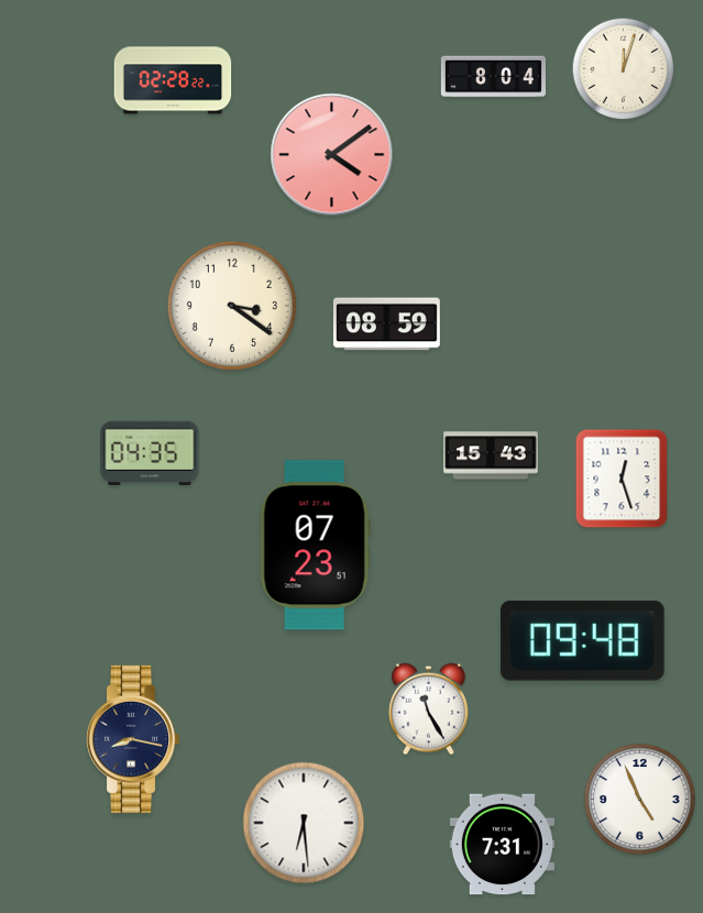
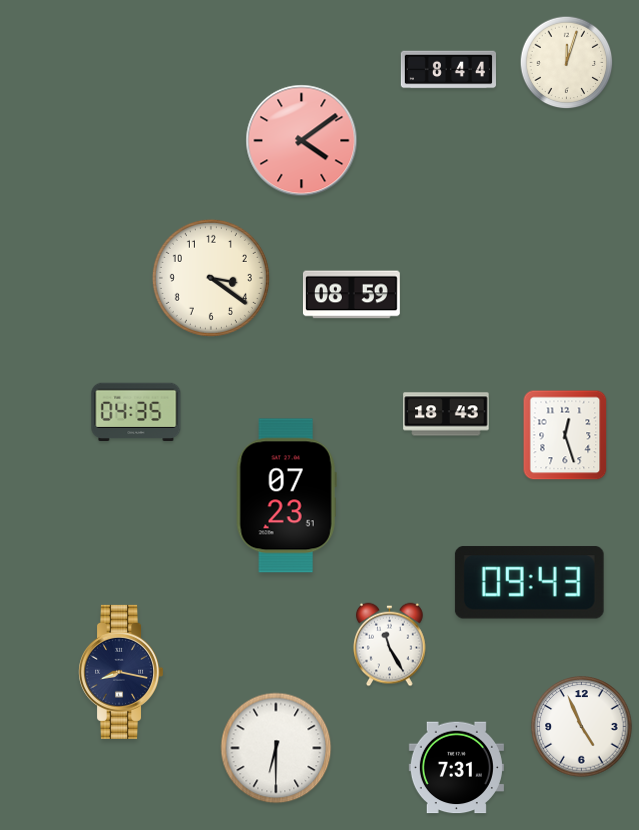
clock at (493, 77): 8:04 -> 8:44
clock at (173, 80): 02:28 -> none
clock at (491, 455): 15:43 -> 18:43
clock at (582, 641): 09:48 -> 09:43
clock at (304, 823): 6:29 -> 6:30
